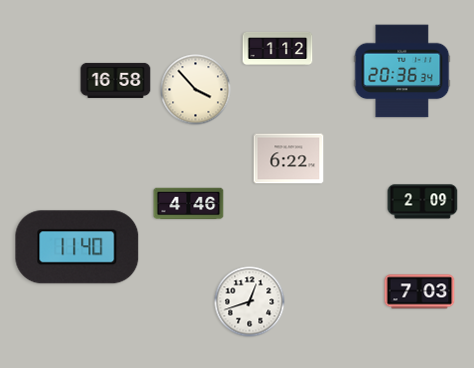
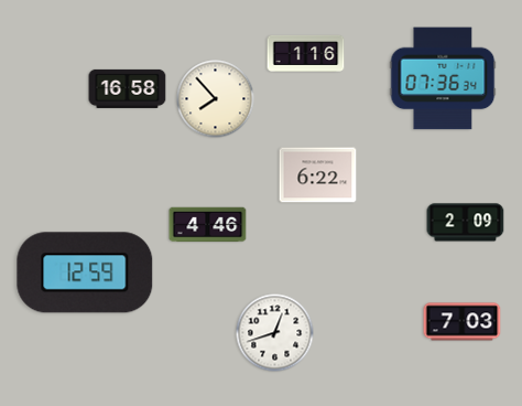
clock at (278, 48): 1:12 -> 1:16
clock at (402, 71): 20:36 -> 07:36
clock at (196, 90): 3:53 -> 7:53
clock at (77, 247): 11:40 -> 12:59
